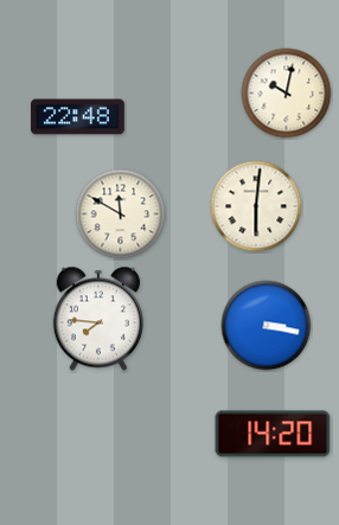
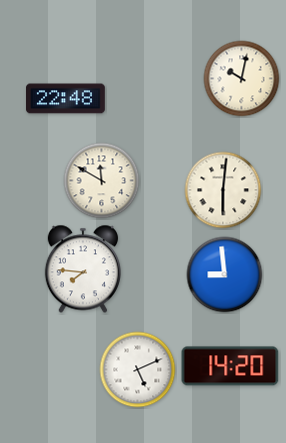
clock at (256, 206) position: (256, 206) -> (223, 190)
clock at (267, 326): 3:17 -> 8:59
clock at (138, 370): none -> 5:11
